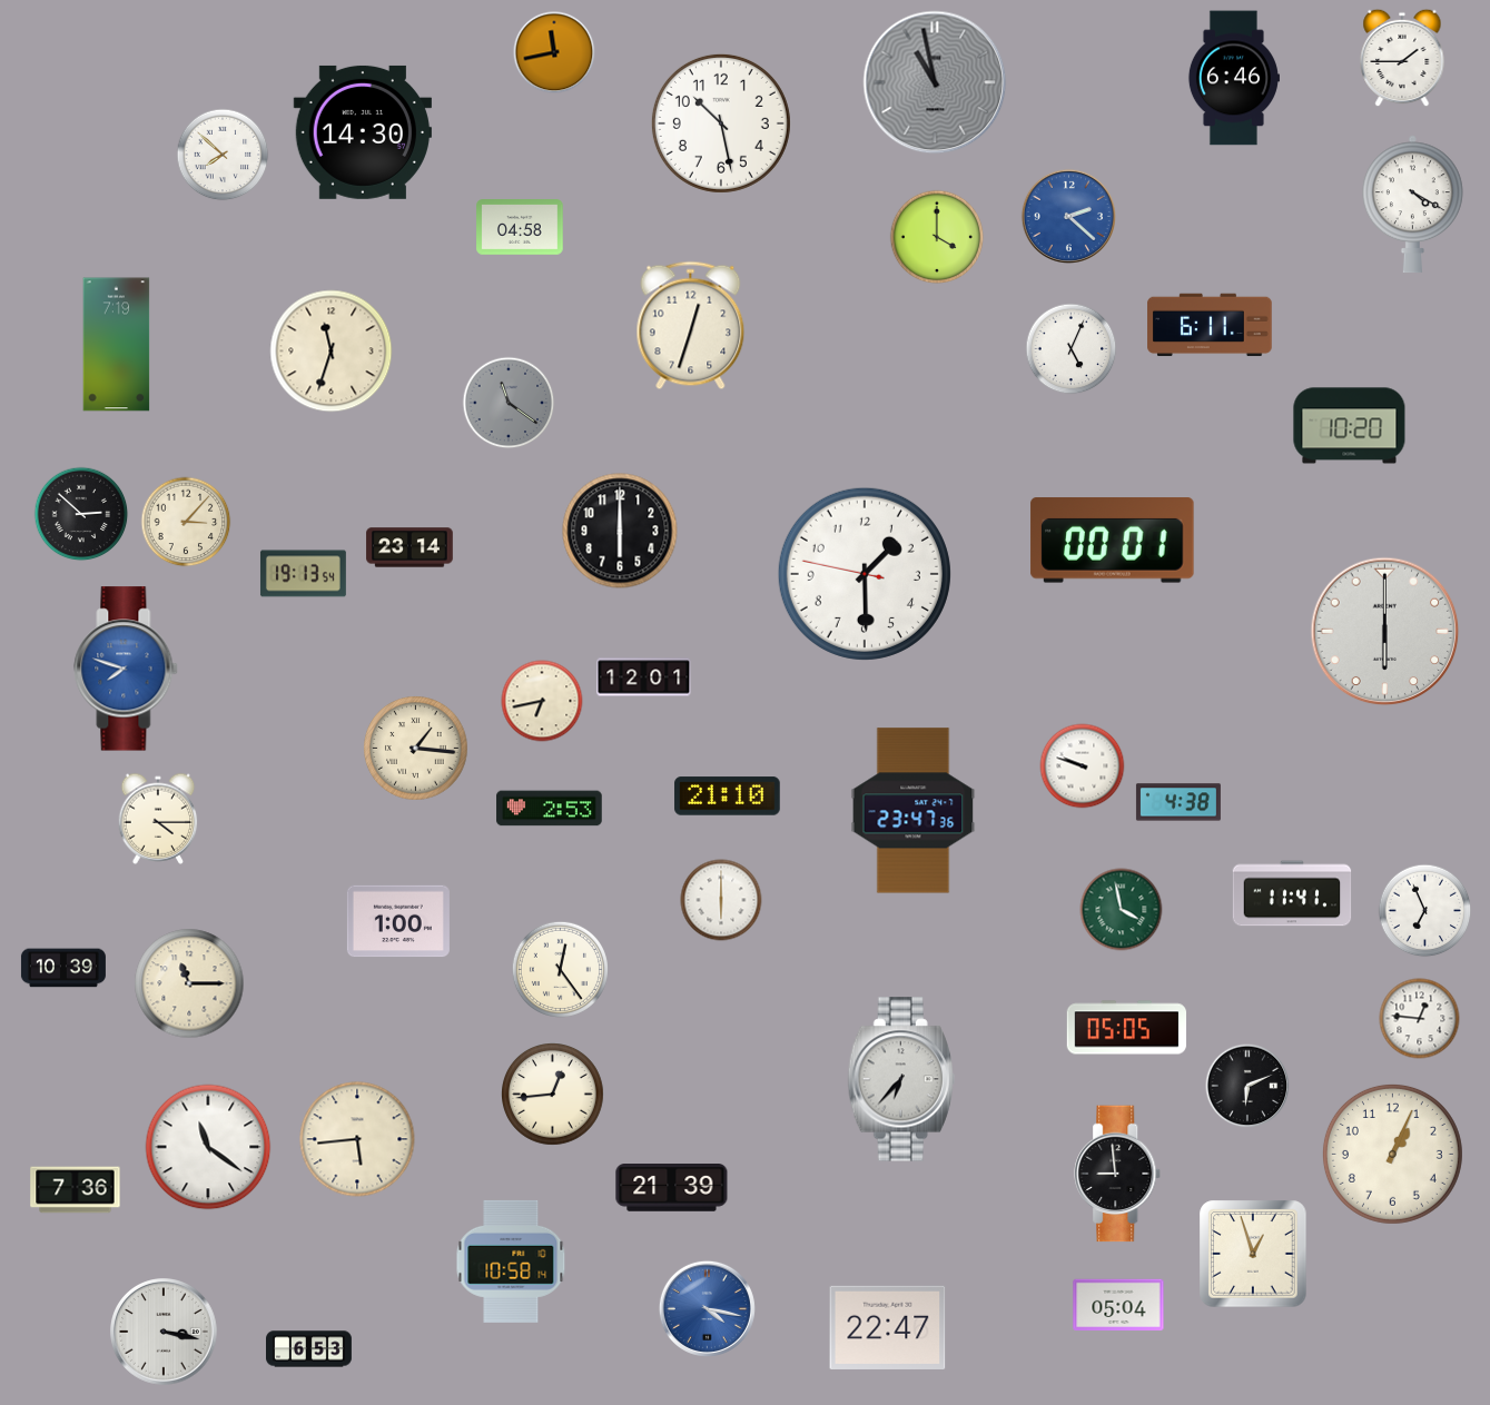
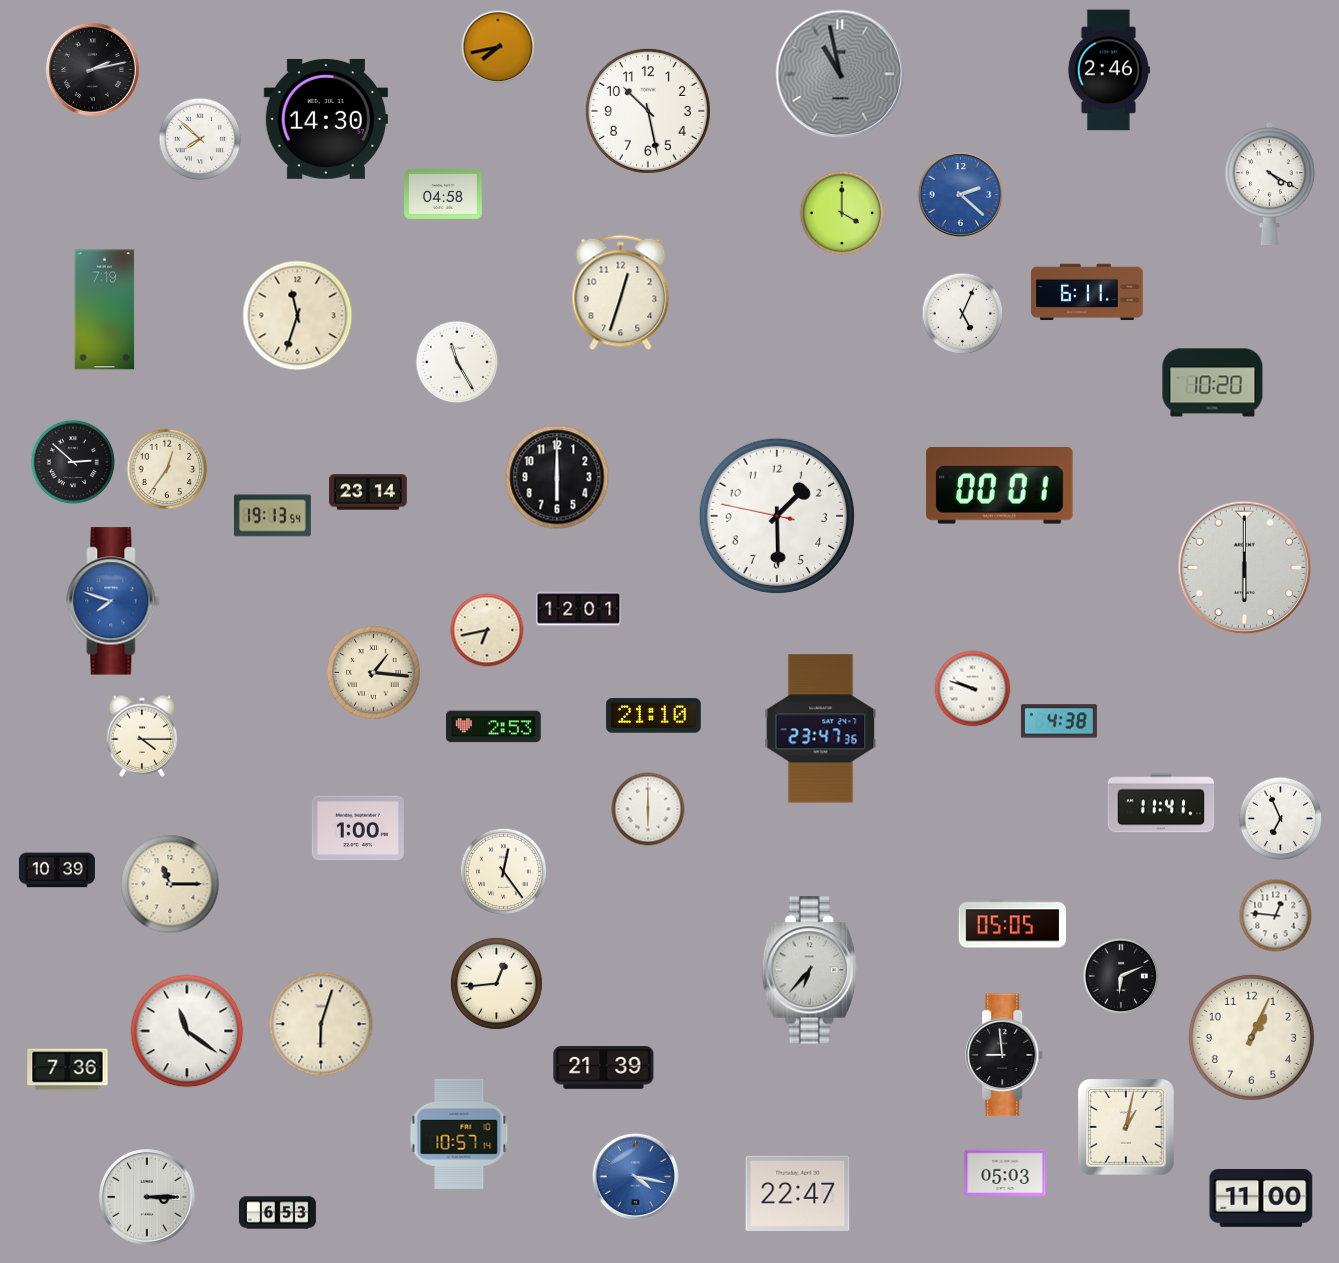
clock at (554, 52): 11:43 -> 7:43
clock at (1402, 58): 1:45 -> none
clock at (93, 70): none -> 2:13
clock at (1233, 78): 6:46 -> 2:46
clock at (520, 227) position: (520, 227) -> (443, 194)
clock at (509, 403): 11:21 -> 11:25
clock at (509, 403) dial: grey -> white
clock at (186, 522): 3:07 -> 12:36
clock at (1122, 910): 3:58 -> none
clock at (357, 1139): 5:44 -> 6:03
clock at (1253, 1254): 12:57 -> 1:02
clock at (511, 1261): 10:58 -> 10:57
clock at (1118, 1305): 05:04 -> 05:03
clock at (164, 1332): 3:17 -> 3:15
clock at (1261, 1198): none -> 11:00
